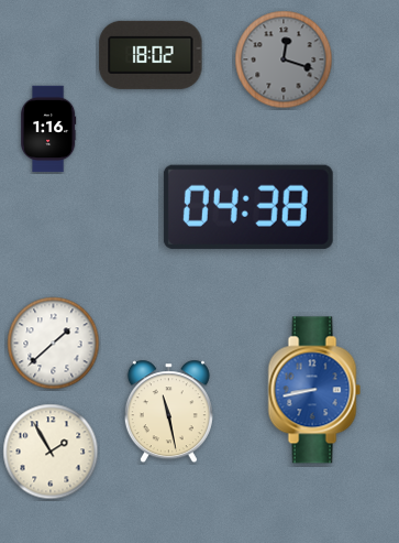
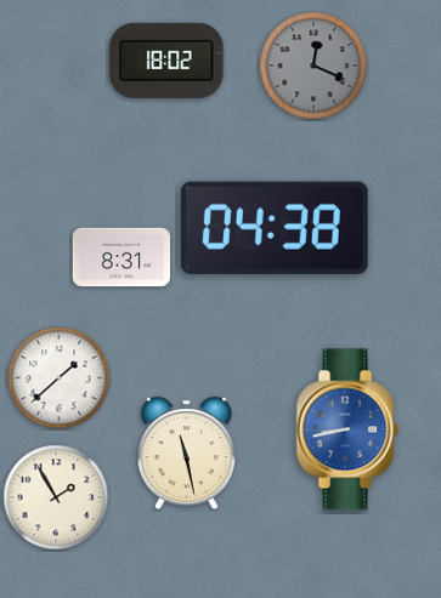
clock at (284, 59): 12:18 -> 12:19
clock at (48, 129): 1:16 -> none
clock at (120, 257): none -> 8:31
